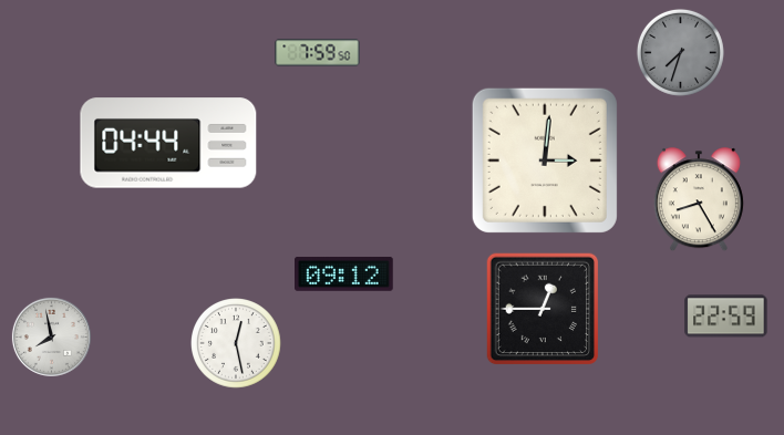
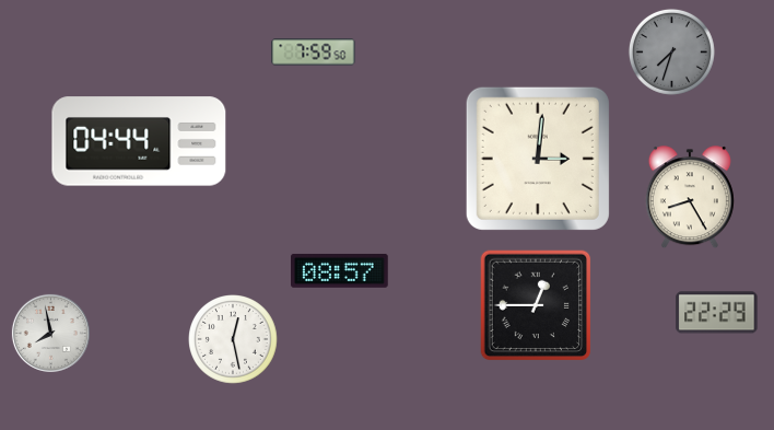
clock at (168, 143) position: (168, 143) -> (139, 141)
clock at (344, 273): 09:12 -> 08:57
clock at (726, 317): 22:59 -> 22:29
